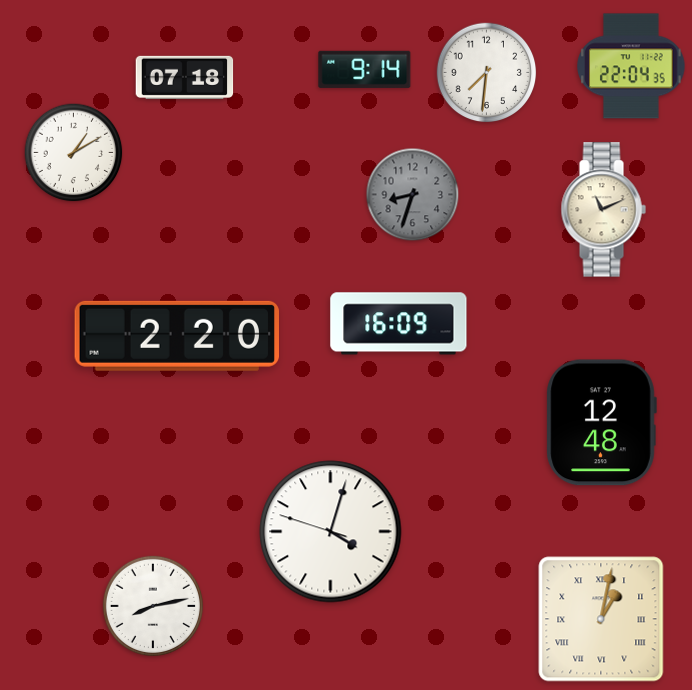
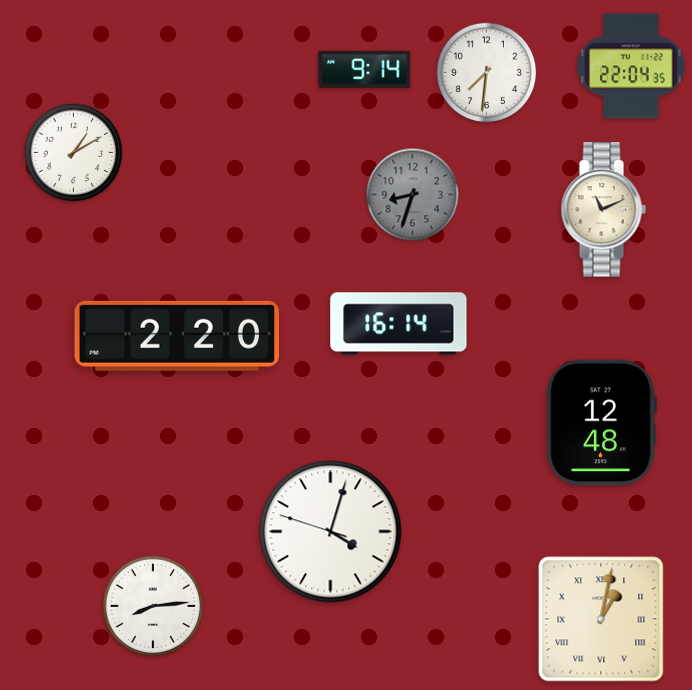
clock at (185, 77): 07:18 -> none
clock at (399, 324): 16:09 -> 16:14
clock at (152, 605): 8:13 -> 8:14
